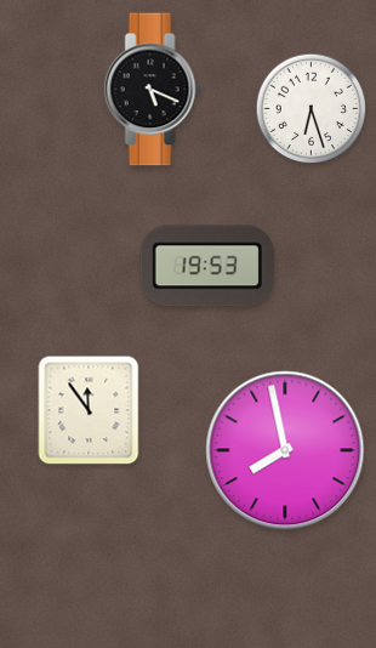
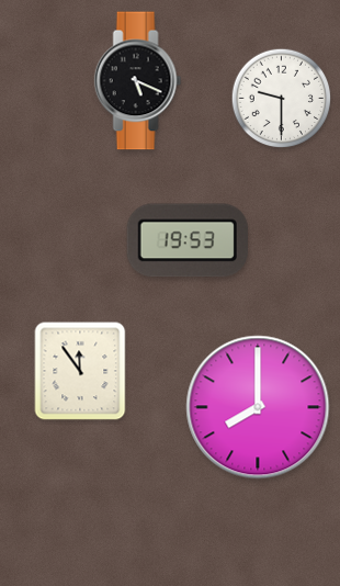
clock at (312, 109): 6:27 -> 9:30
clock at (285, 450): 7:58 -> 8:00
